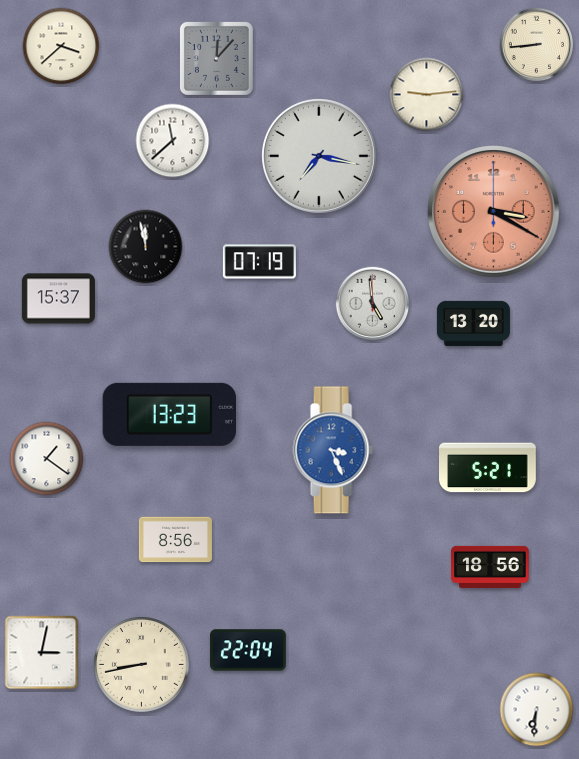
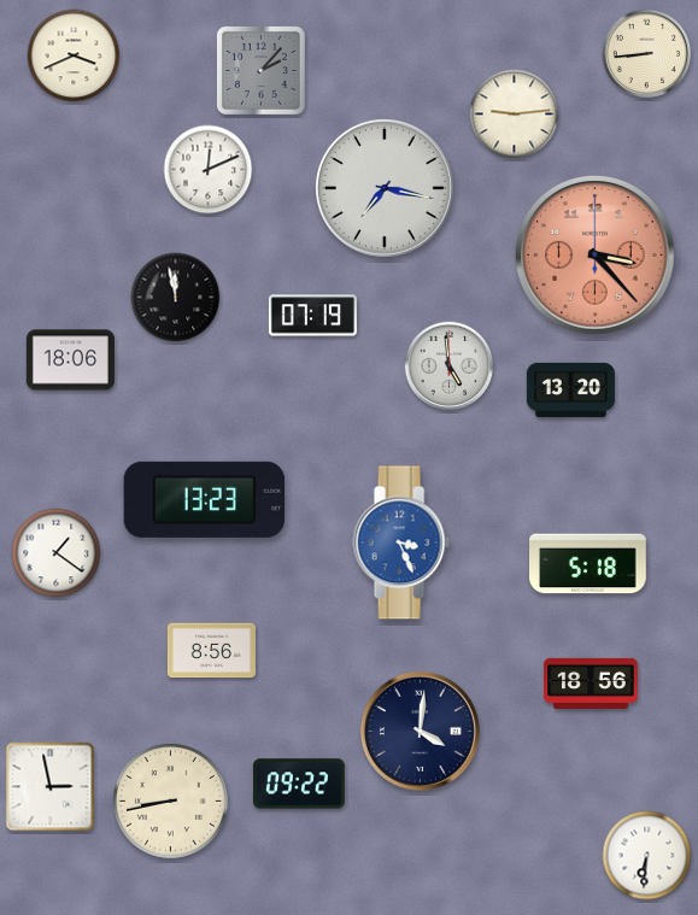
clock at (61, 46): 3:38 -> 3:41
clock at (216, 58): 12:07 -> 2:07
clock at (173, 141): 11:38 -> 12:11
clock at (494, 212): 3:20 -> 3:23
clock at (58, 299): 15:37 -> 18:06
clock at (488, 468): 5:21 -> 5:18
clock at (420, 731): none -> 4:01
clock at (249, 650): 22:04 -> 09:22
clock at (42, 653): 3:02 -> 2:58
